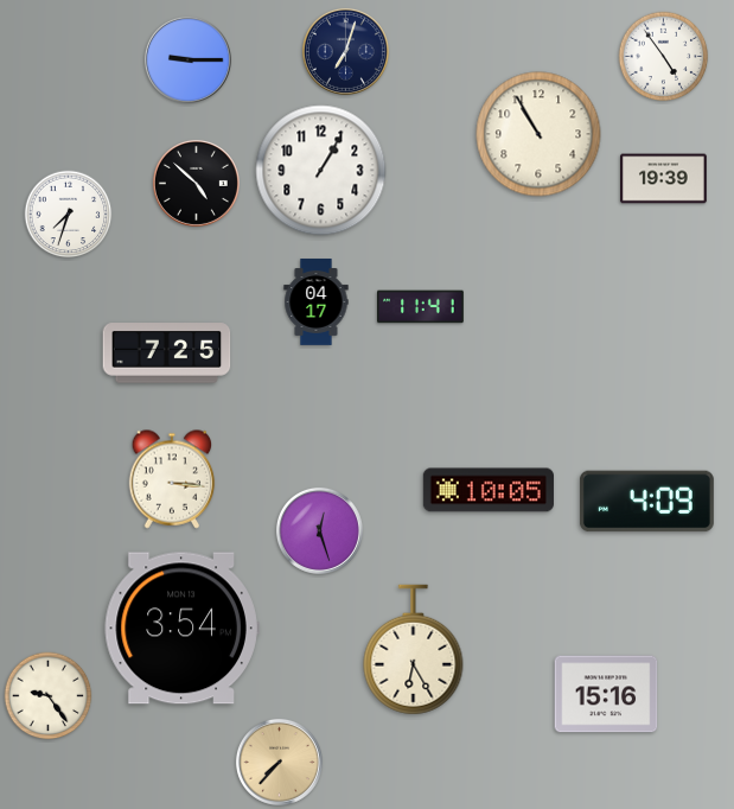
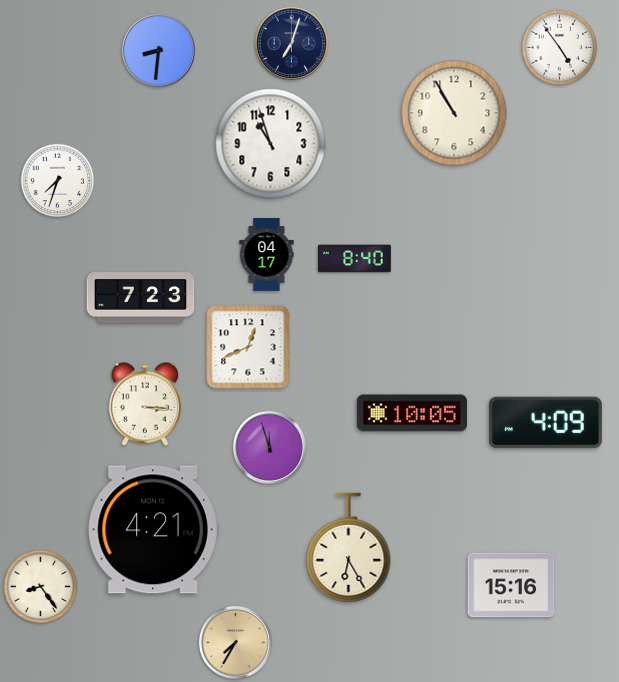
clock at (187, 59): 9:15 -> 8:31
clock at (321, 171): 1:05 -> 10:57
clock at (664, 179): 19:39 -> none
clock at (196, 183): 4:52 -> none
clock at (421, 307): 11:41 -> 8:40
clock at (167, 353): 7:25 -> 7:23
clock at (248, 347): none -> 12:41
clock at (319, 530): 12:27 -> 11:57
clock at (181, 629): 3:54 -> 4:21
clock at (49, 696): 9:24 -> 8:24
clock at (279, 762): 7:37 -> 7:35
